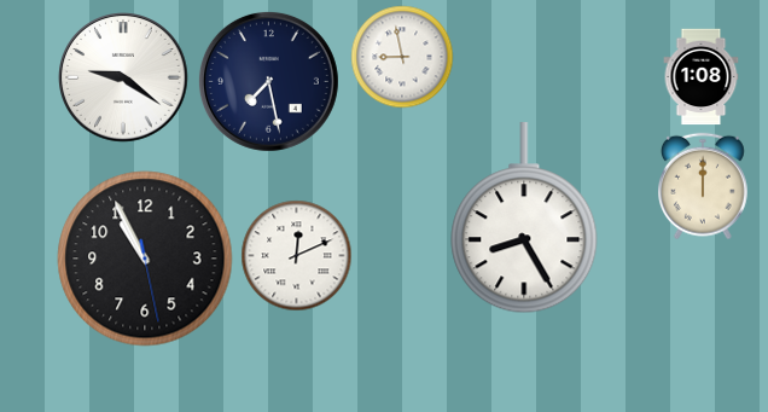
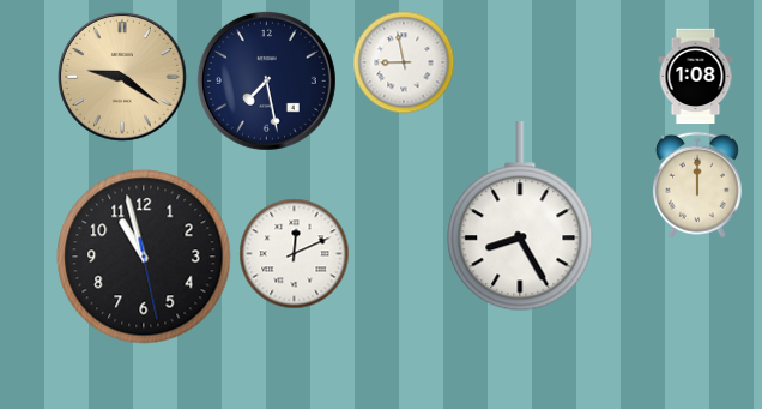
clock at (402, 57) position: (402, 57) -> (404, 62)
clock at (123, 77) dial: white -> champagne
clock at (145, 259): 10:55 -> 10:57
